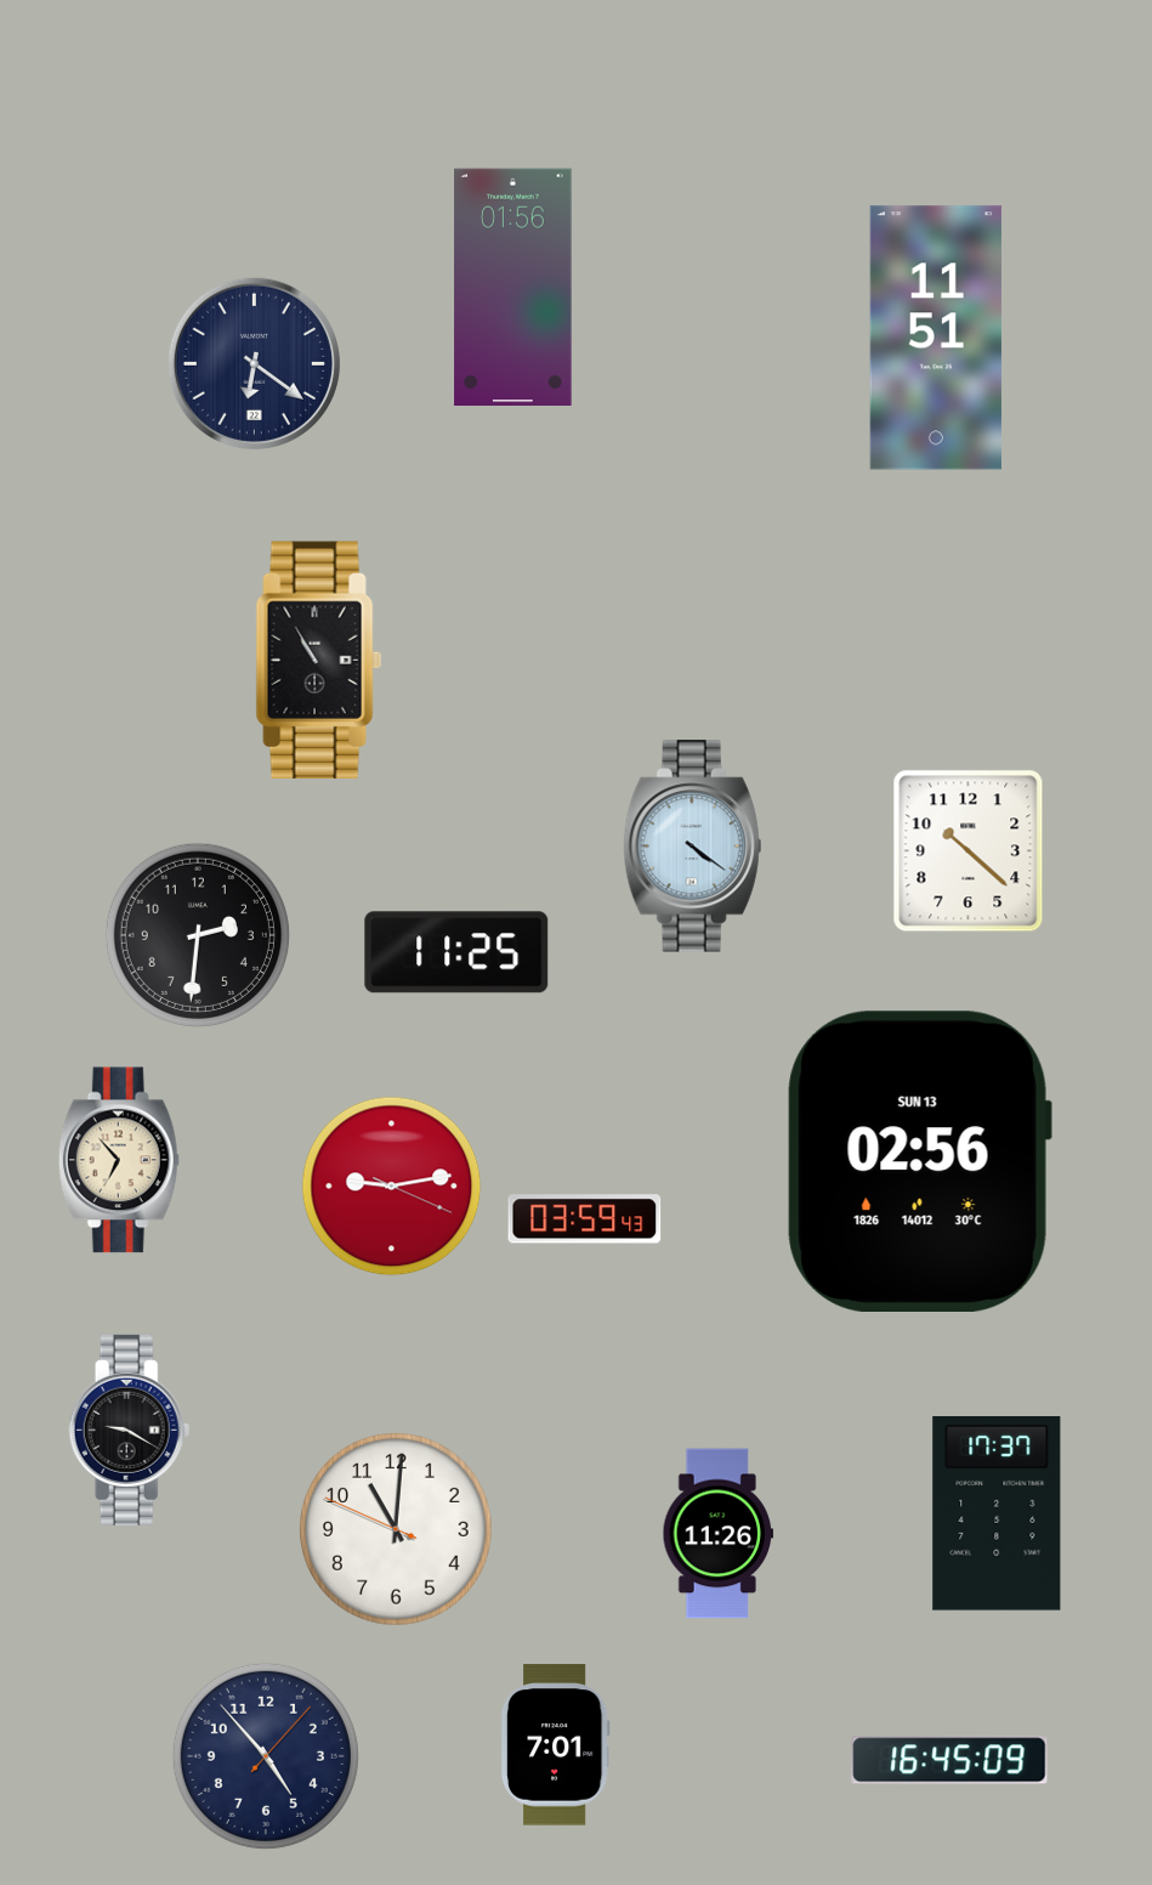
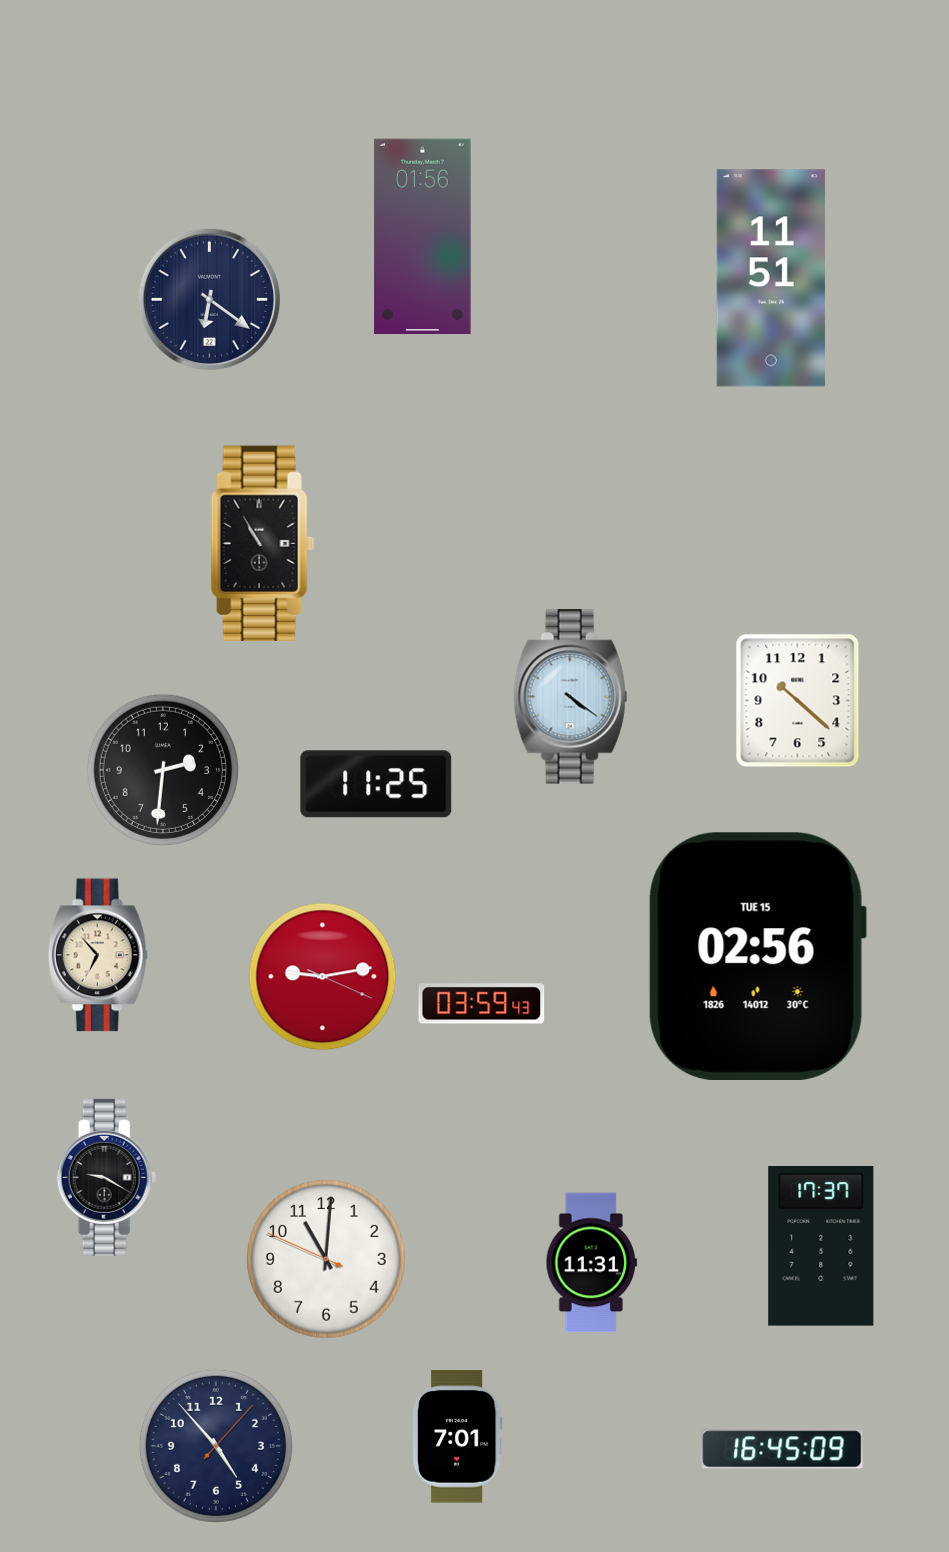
clock at (919, 1161) date: SUN 13 -> TUE 15
clock at (719, 1534): 11:26 -> 11:31
clock at (266, 1756) position: (266, 1756) -> (216, 1446)
